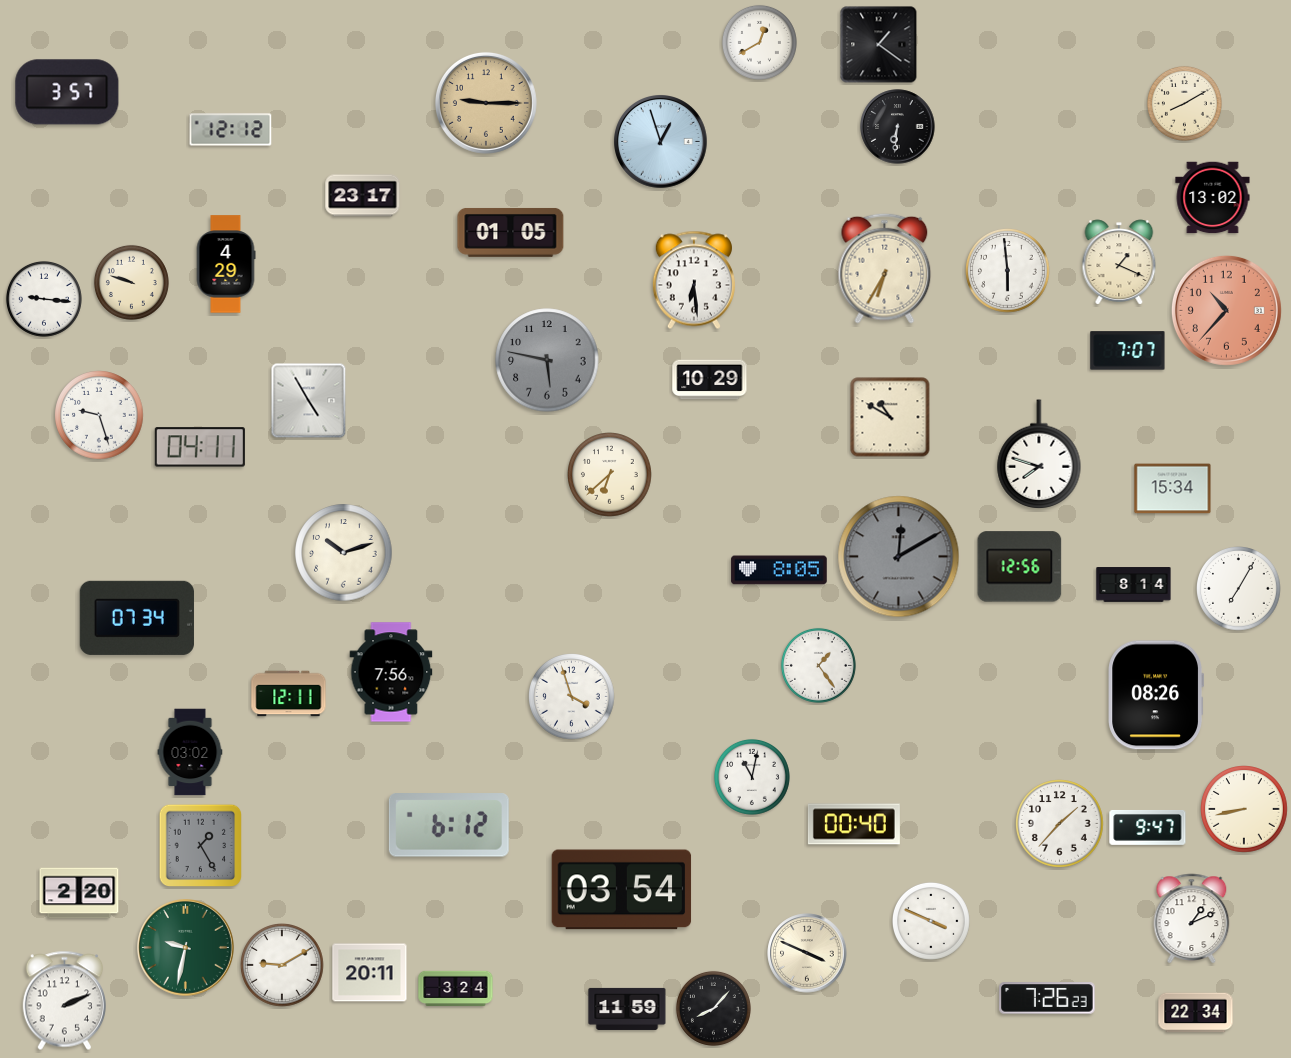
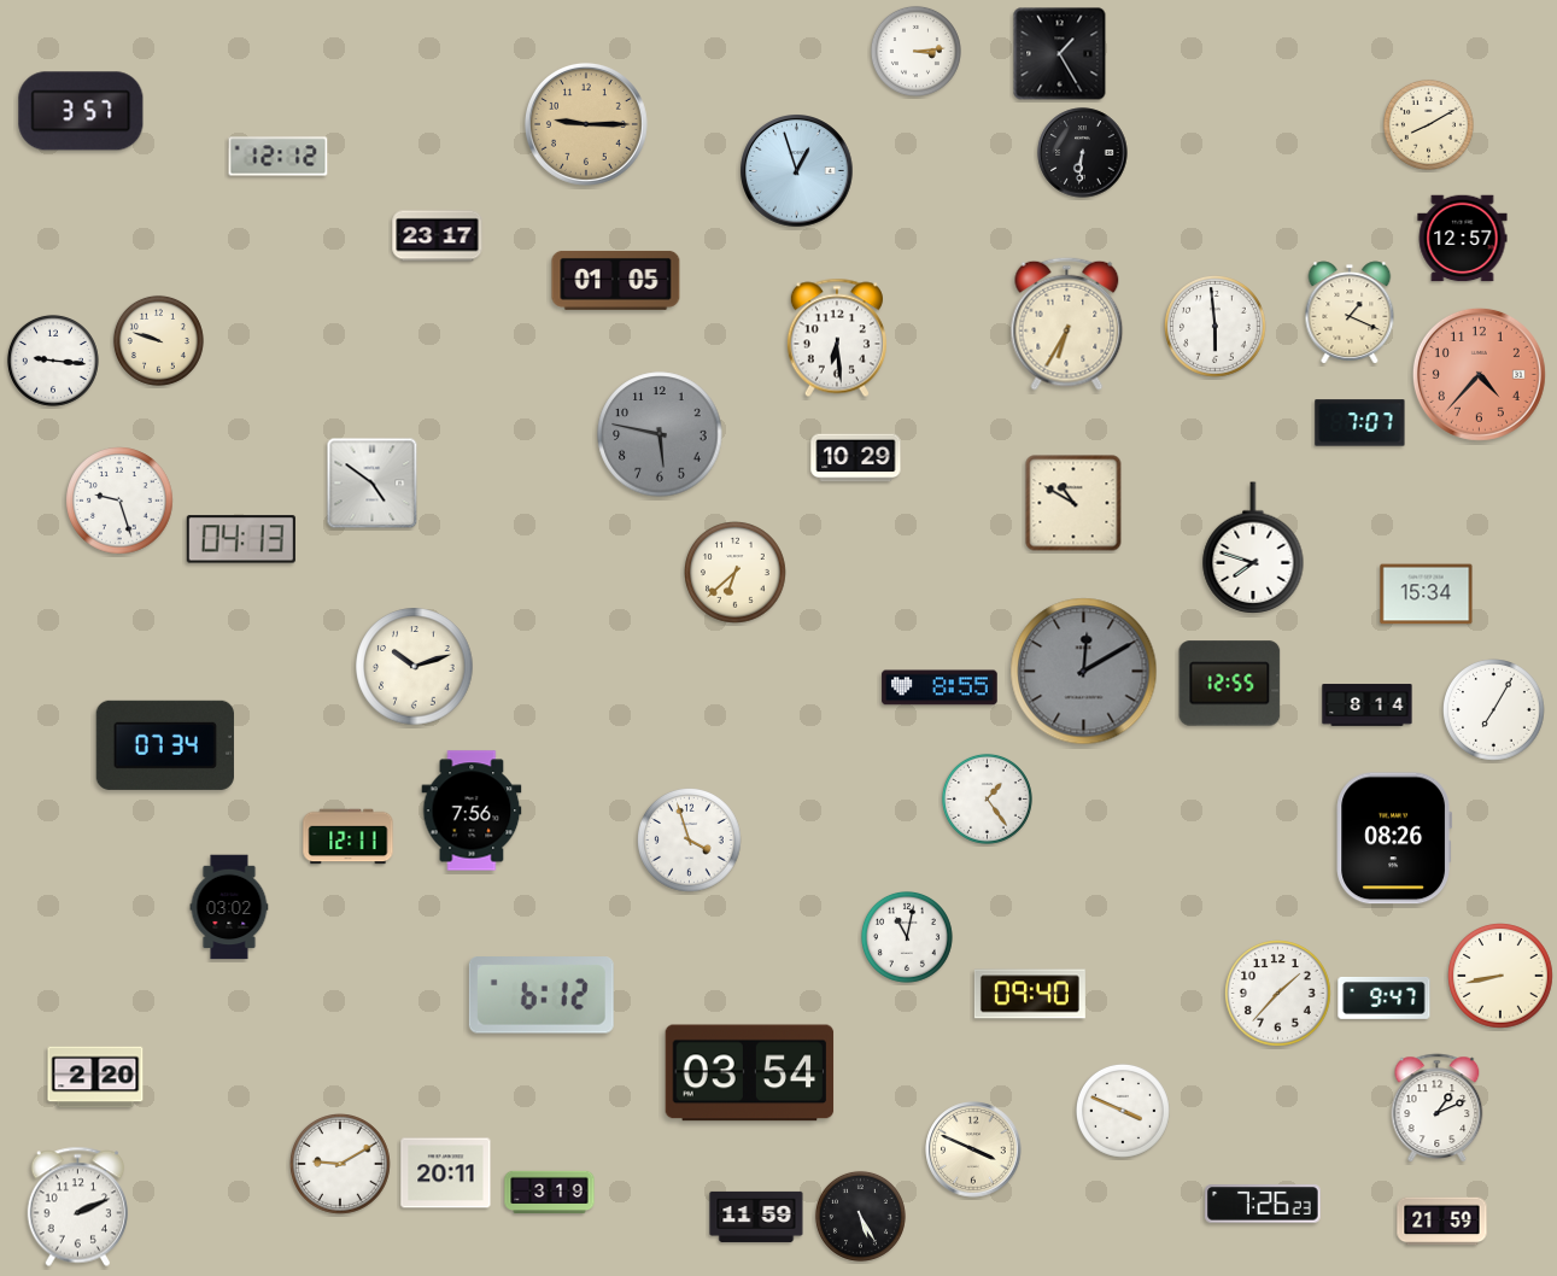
clock at (759, 42): 12:40 -> 3:14
clock at (879, 45): 1:21 -> 1:25
clock at (1213, 198): 13:02 -> 12:57
clock at (1119, 262) position: (1119, 262) -> (1350, 312)
clock at (226, 264): 4:29 -> none
clock at (1226, 310): 10:37 -> 4:37
clock at (309, 401): 4:55 -> 4:51
clock at (200, 447): 04:11 -> 04:13
clock at (1173, 489) position: (1173, 489) -> (1427, 595)
clock at (1020, 567): 12:56 -> 12:55
clock at (779, 570): 8:05 -> 8:55
clock at (818, 665) position: (818, 665) -> (987, 798)
clock at (854, 824): 00:40 -> 09:40
clock at (201, 846): 1:25 -> none
clock at (186, 948): 9:32 -> none
clock at (456, 989): 3:24 -> 3:19
clock at (713, 1008): 8:07 -> 5:25
clock at (1196, 1013): 22:34 -> 21:59
